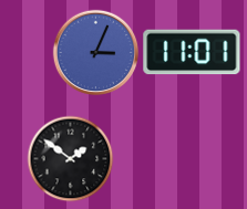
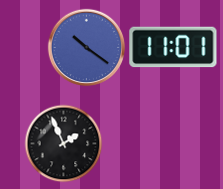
clock at (95, 52): 3:04 -> 10:21
clock at (70, 158): 1:51 -> 1:56
